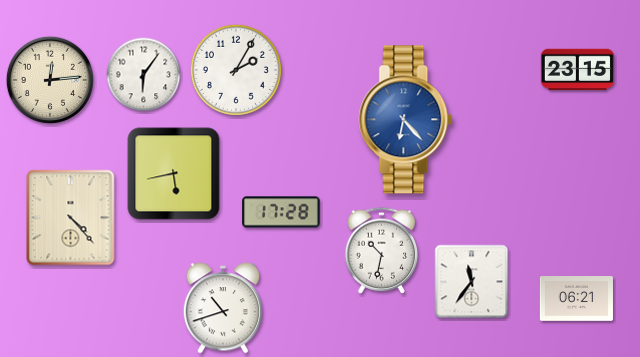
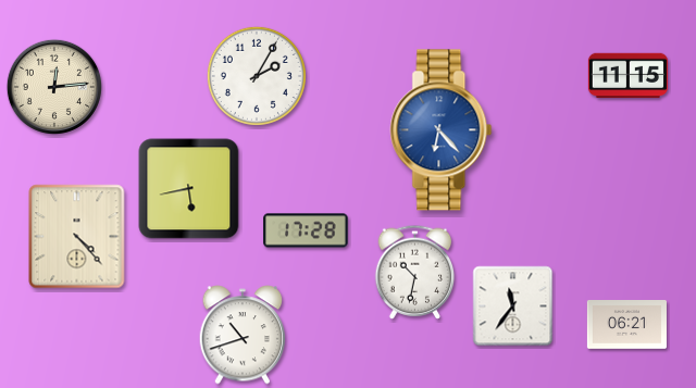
clock at (577, 70): 23:15 -> 11:15
clock at (144, 75): 6:06 -> none
